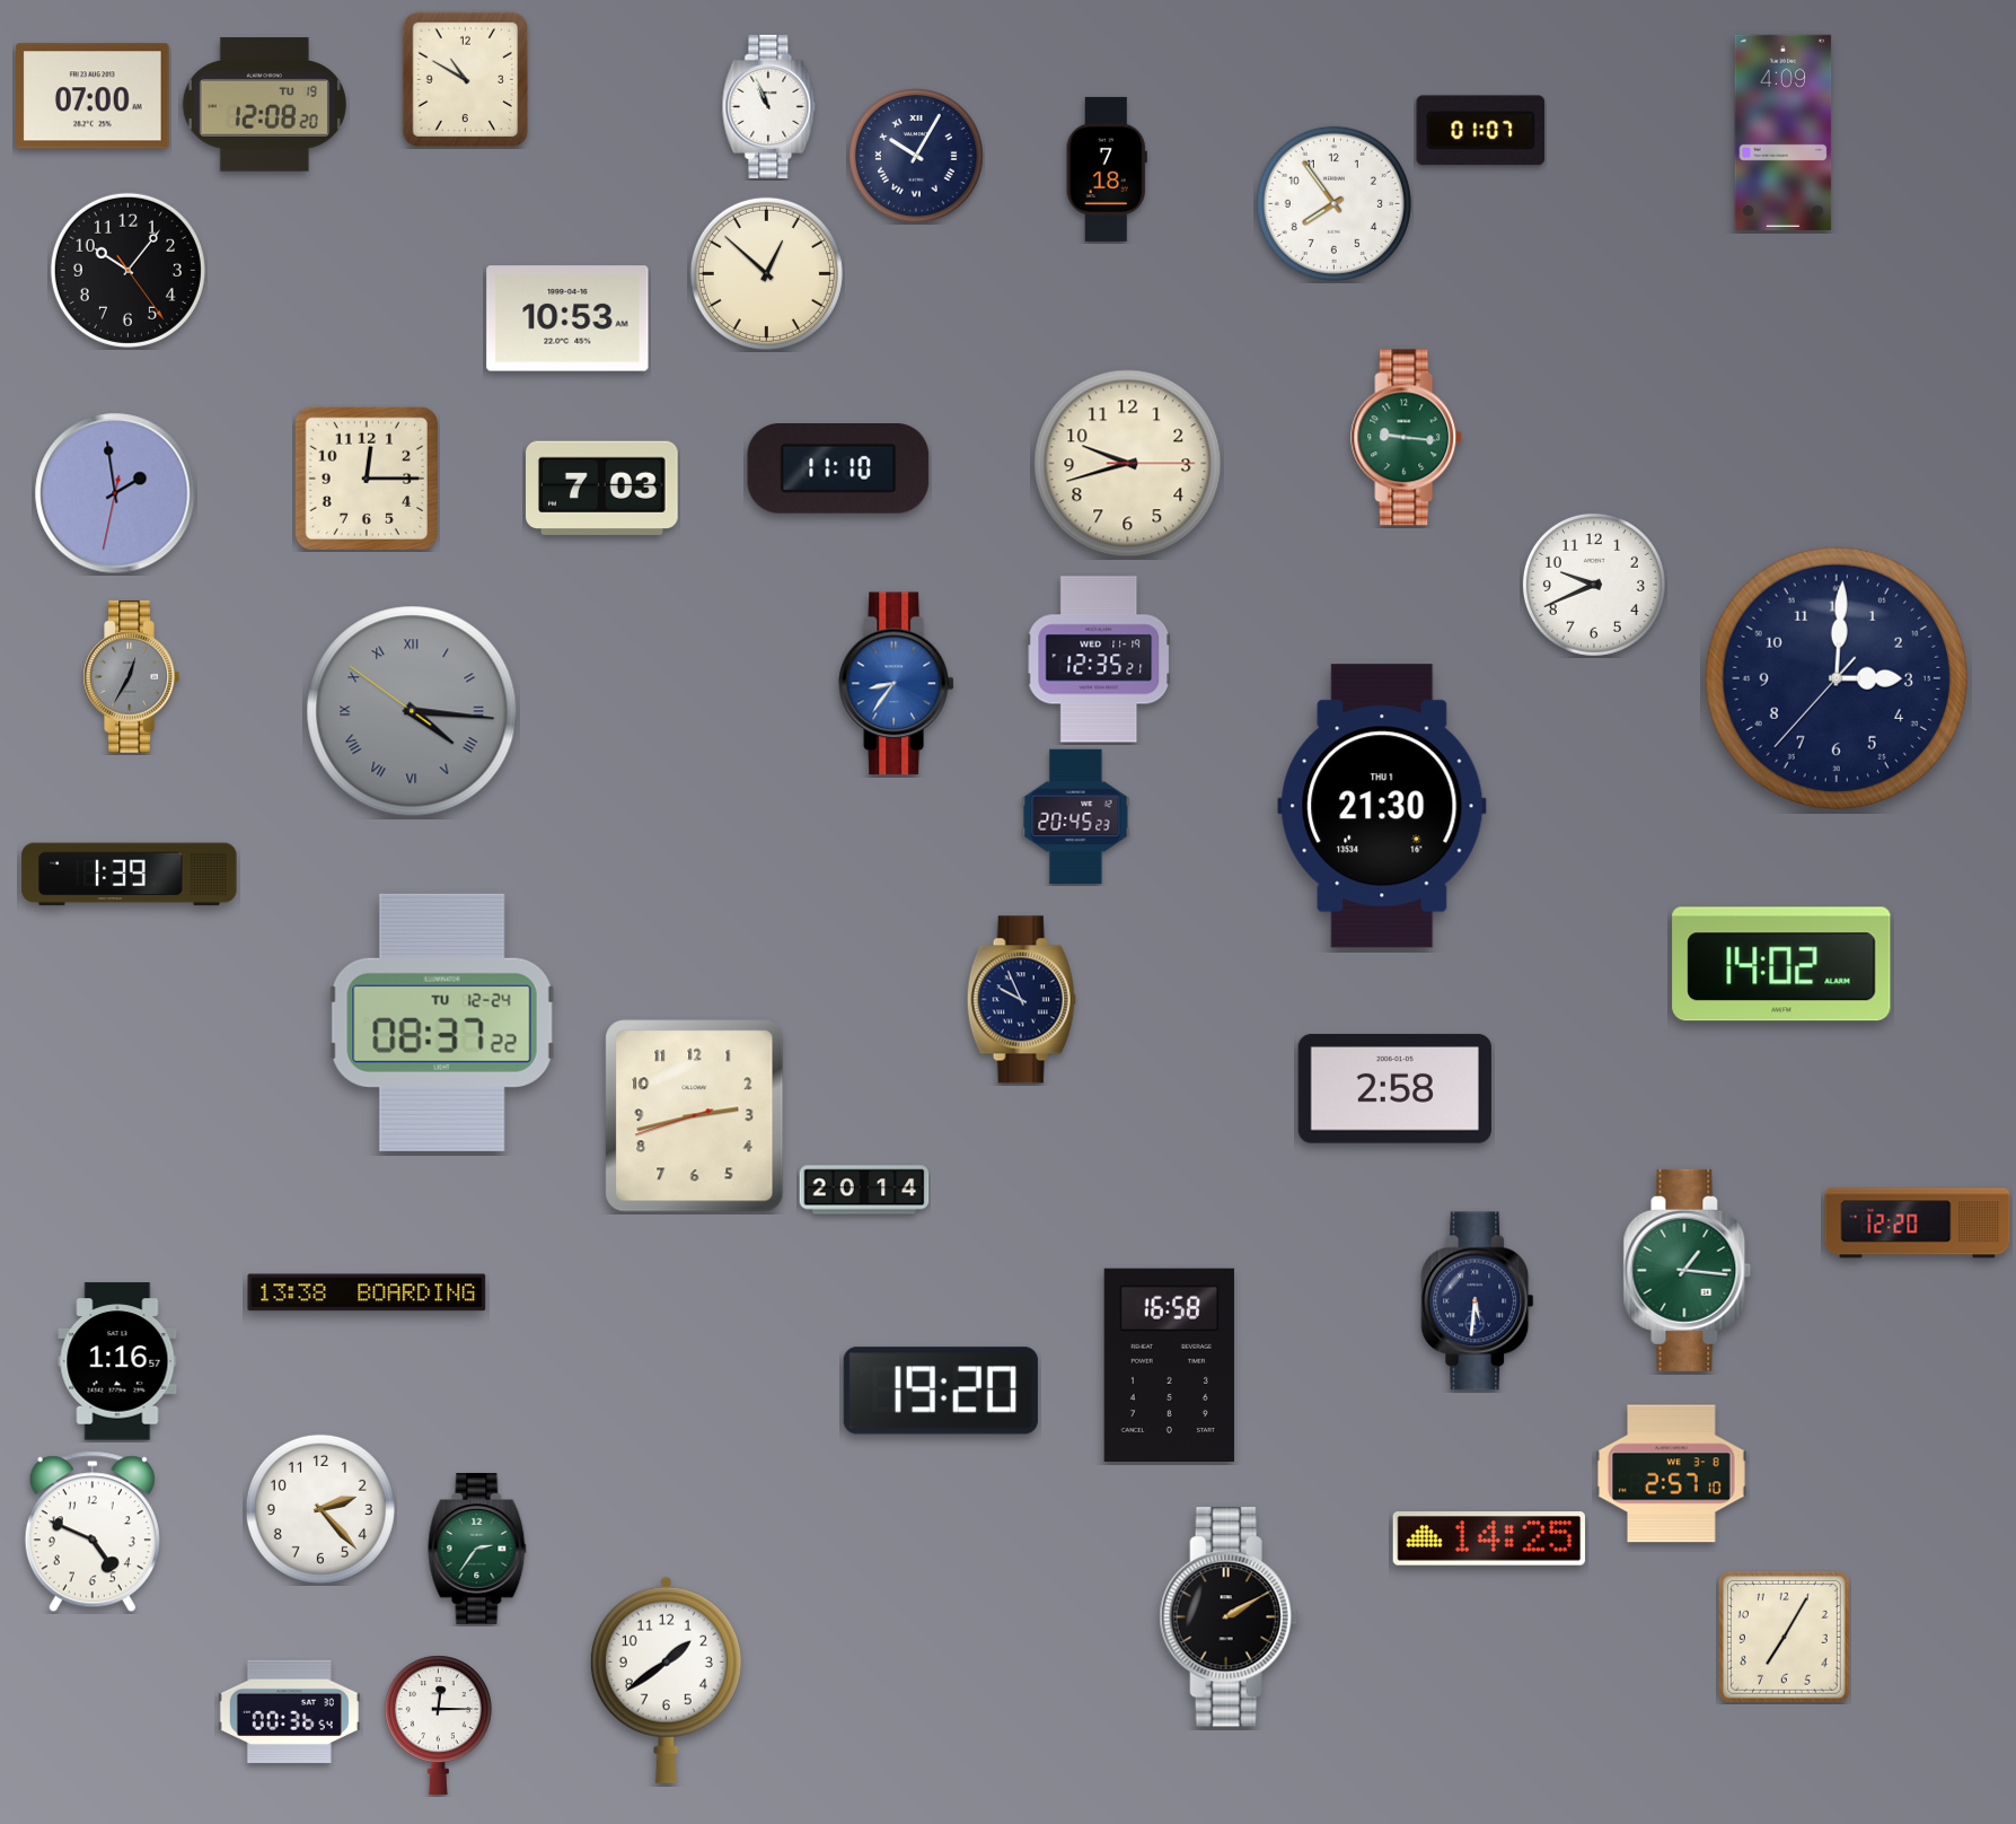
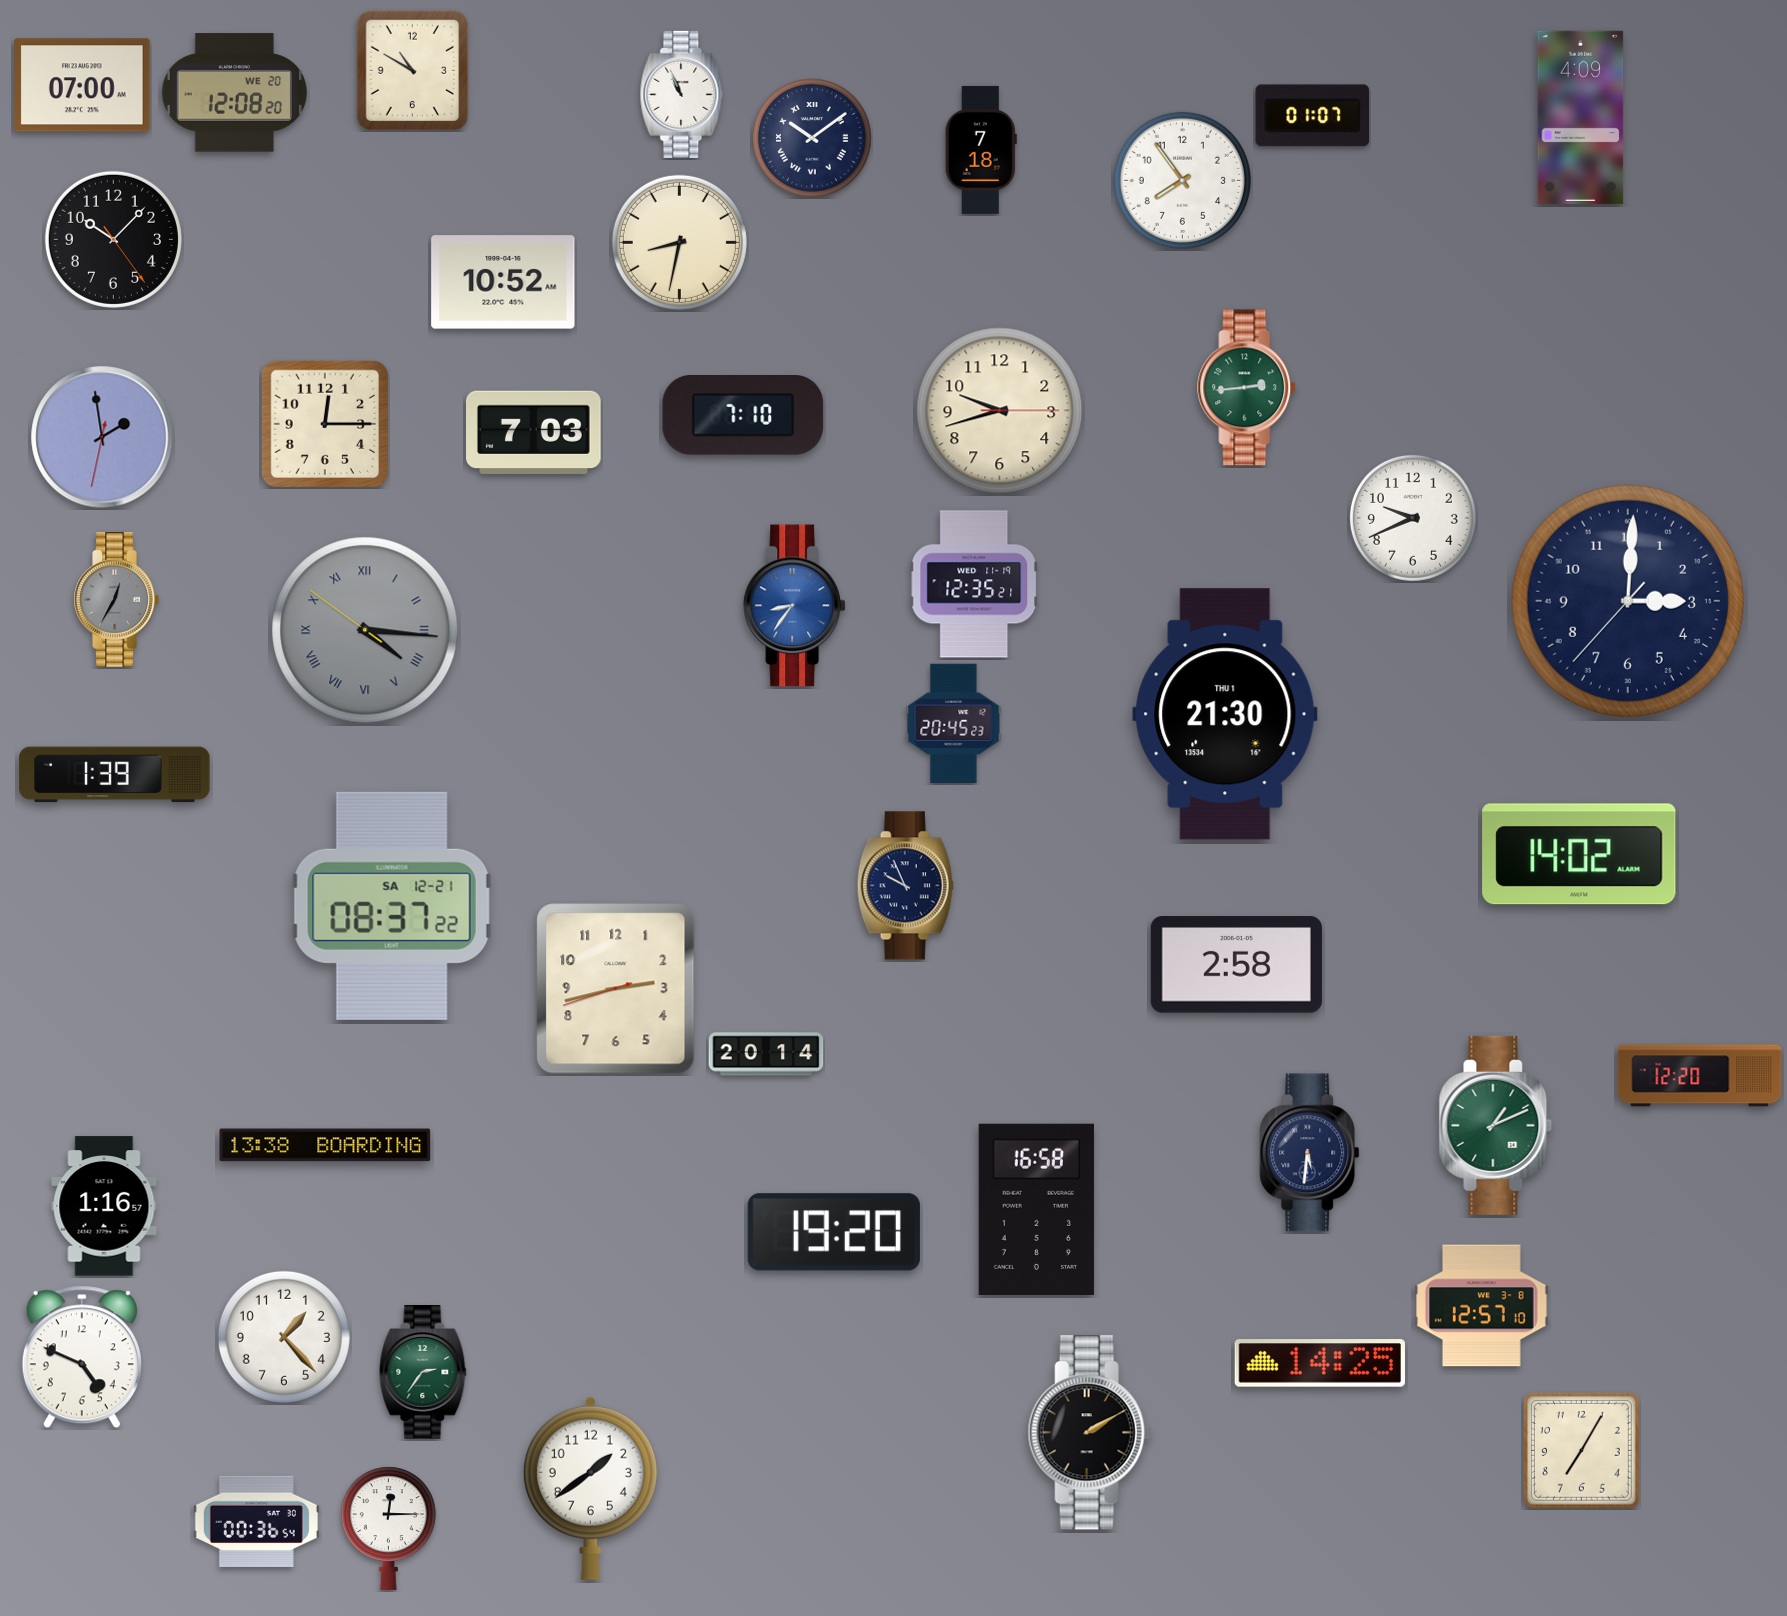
clock at (264, 105) date: TU 19 -> WE 20
clock at (916, 156): 10:05 -> 10:09
clock at (127, 270): 10:06 -> 10:07
clock at (766, 273): 12:52 -> 8:32
clock at (567, 318): 10:53 -> 10:52
clock at (1407, 438): 9:16 -> 2:44
clock at (838, 470): 11:10 -> 7:10
clock at (442, 1023) date: TU 12-24 -> SA 12-21
clock at (1918, 1224) position: (1918, 1224) -> (1700, 1076)
clock at (1688, 1270): 1:16 -> 1:11
clock at (1672, 1474): 2:57 -> 12:57
clock at (320, 1509): 2:23 -> 1:23
clock at (289, 1711) position: (289, 1711) -> (256, 1521)
